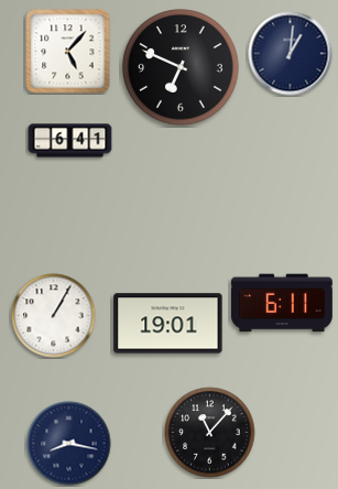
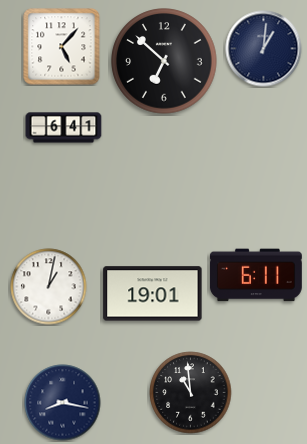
clock at (181, 67): 6:49 -> 6:52
clock at (54, 316): 1:05 -> 1:02
clock at (210, 433): 11:07 -> 10:59
